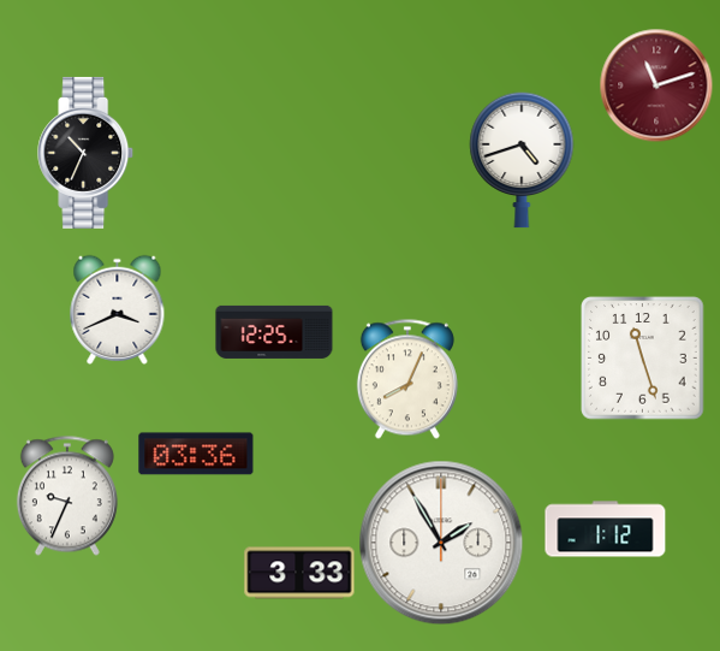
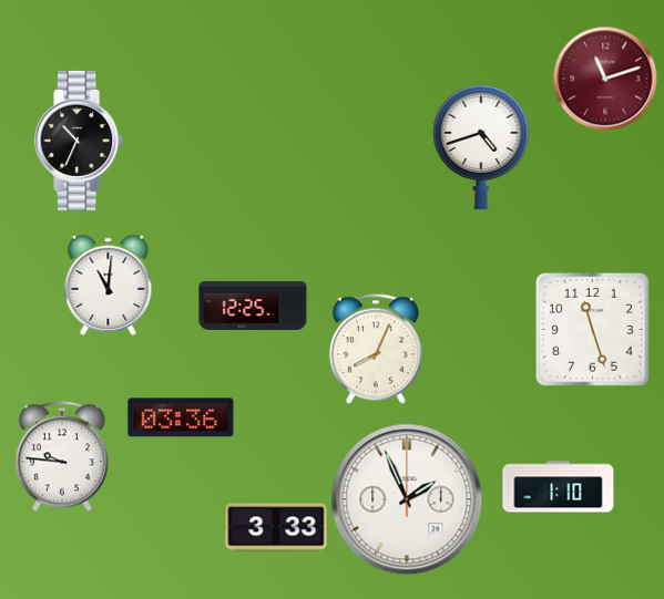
clock at (118, 309): 3:41 -> 11:01
clock at (67, 496): 9:34 -> 9:46
clock at (606, 529): 1:12 -> 1:10
clock at (441, 543): 1:55 -> 1:56
